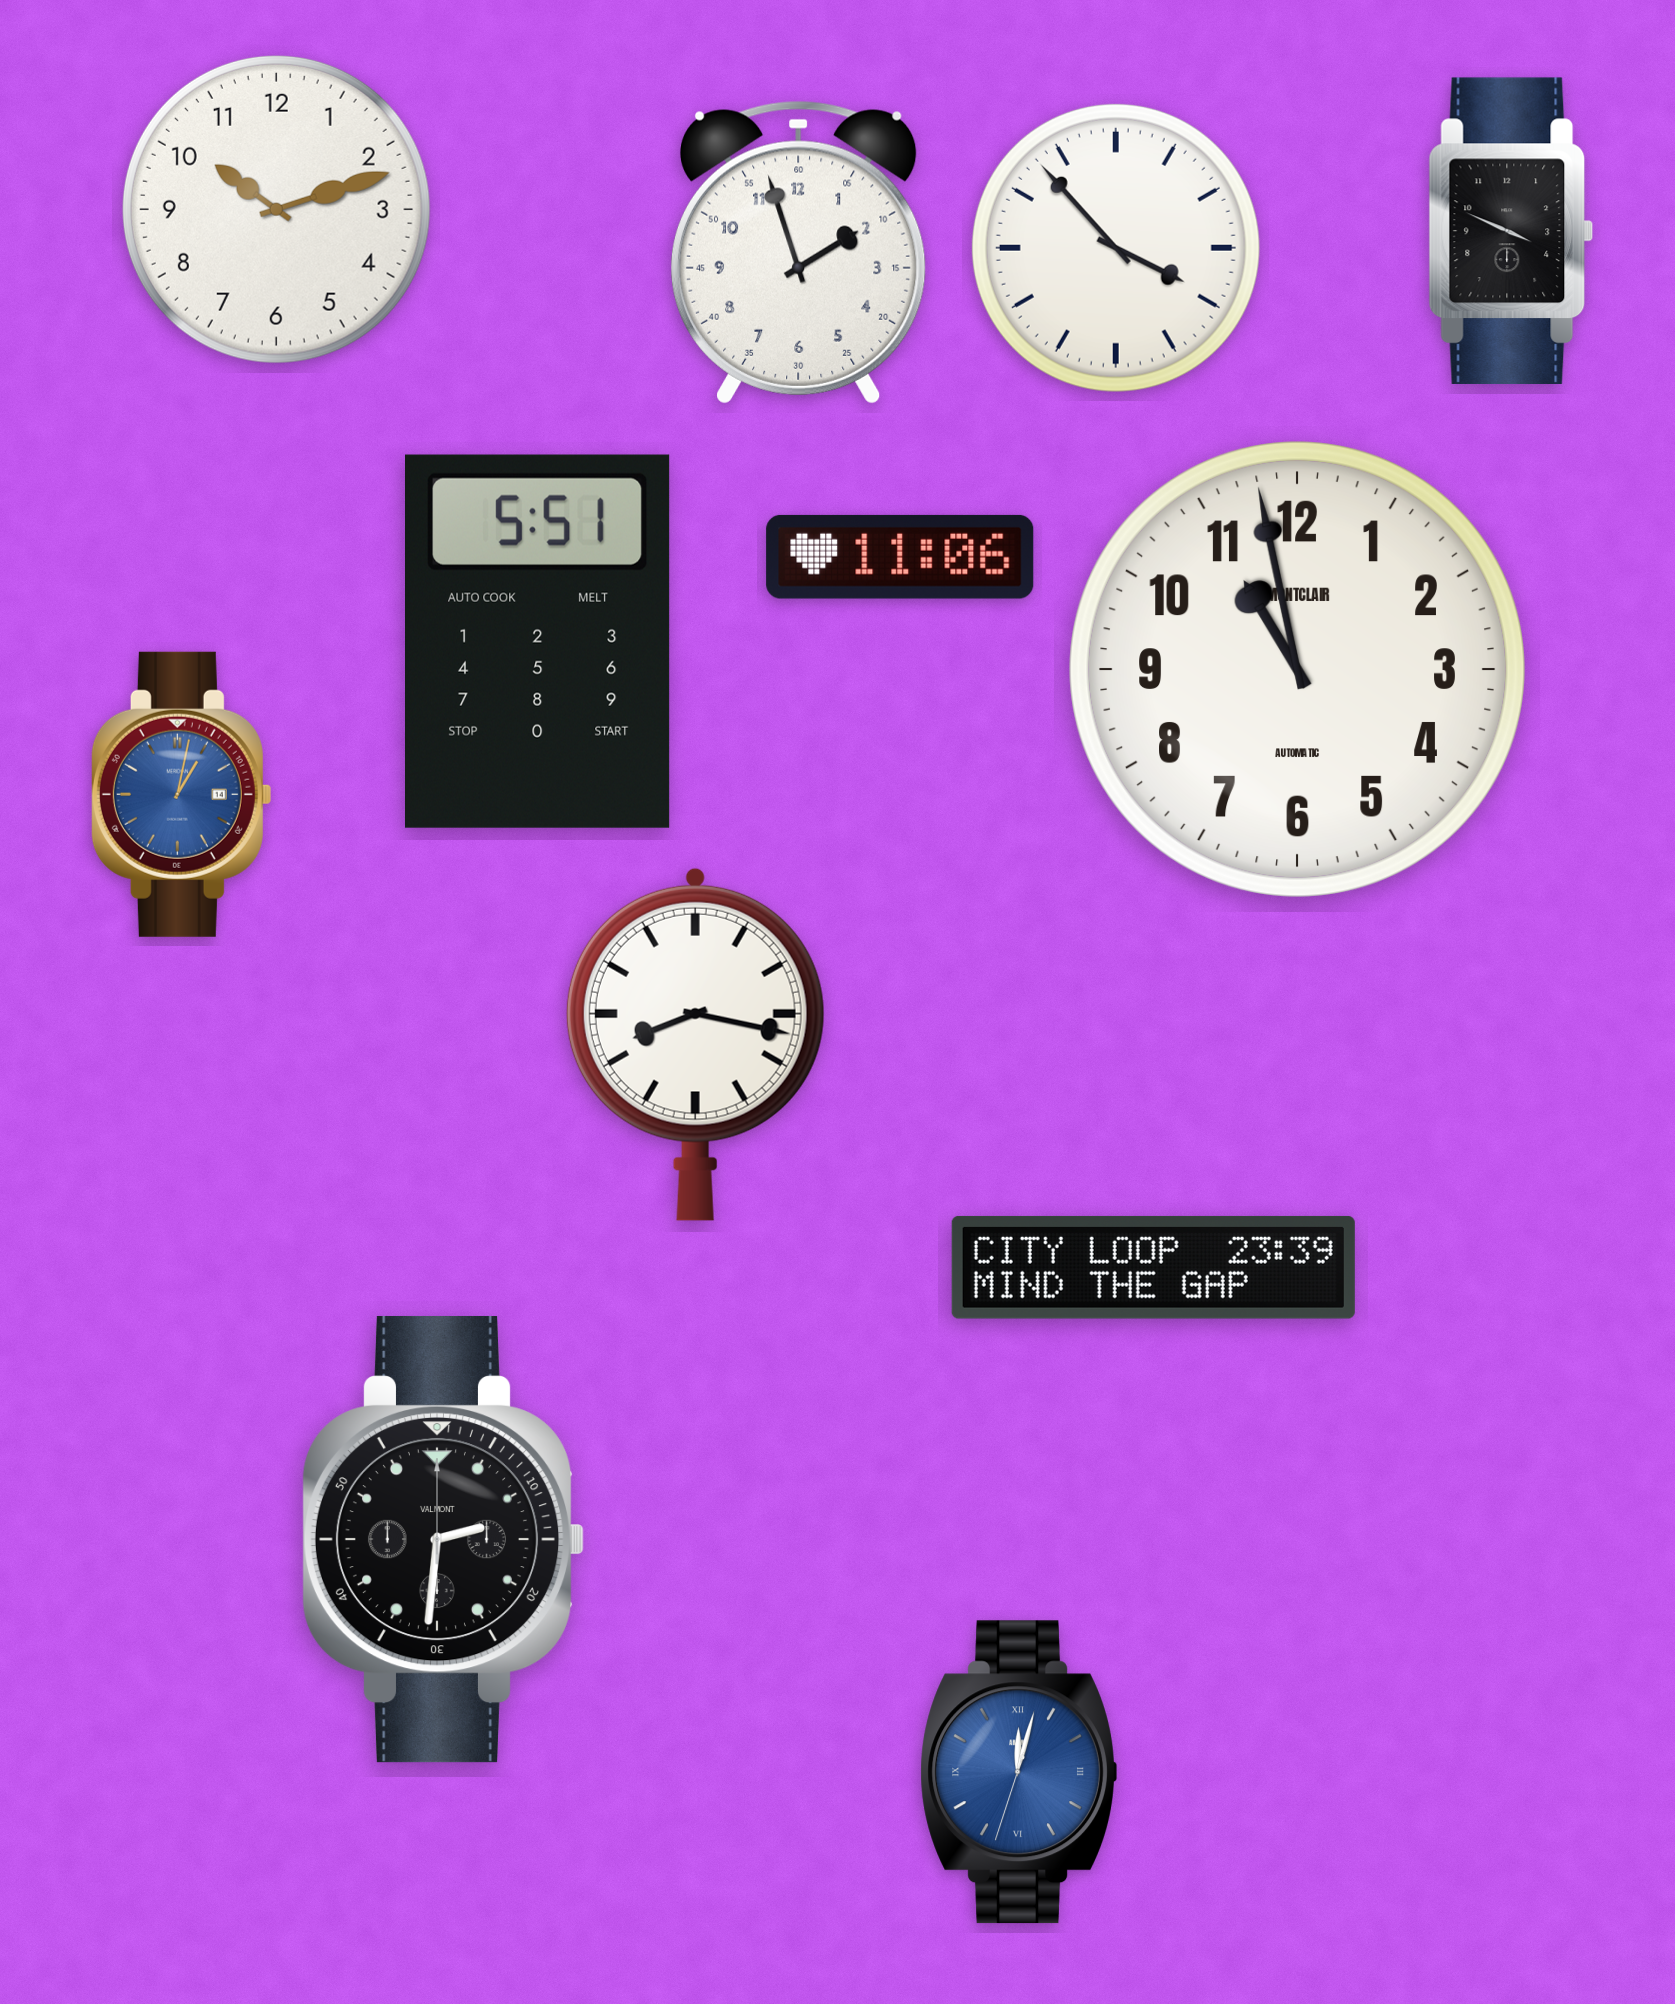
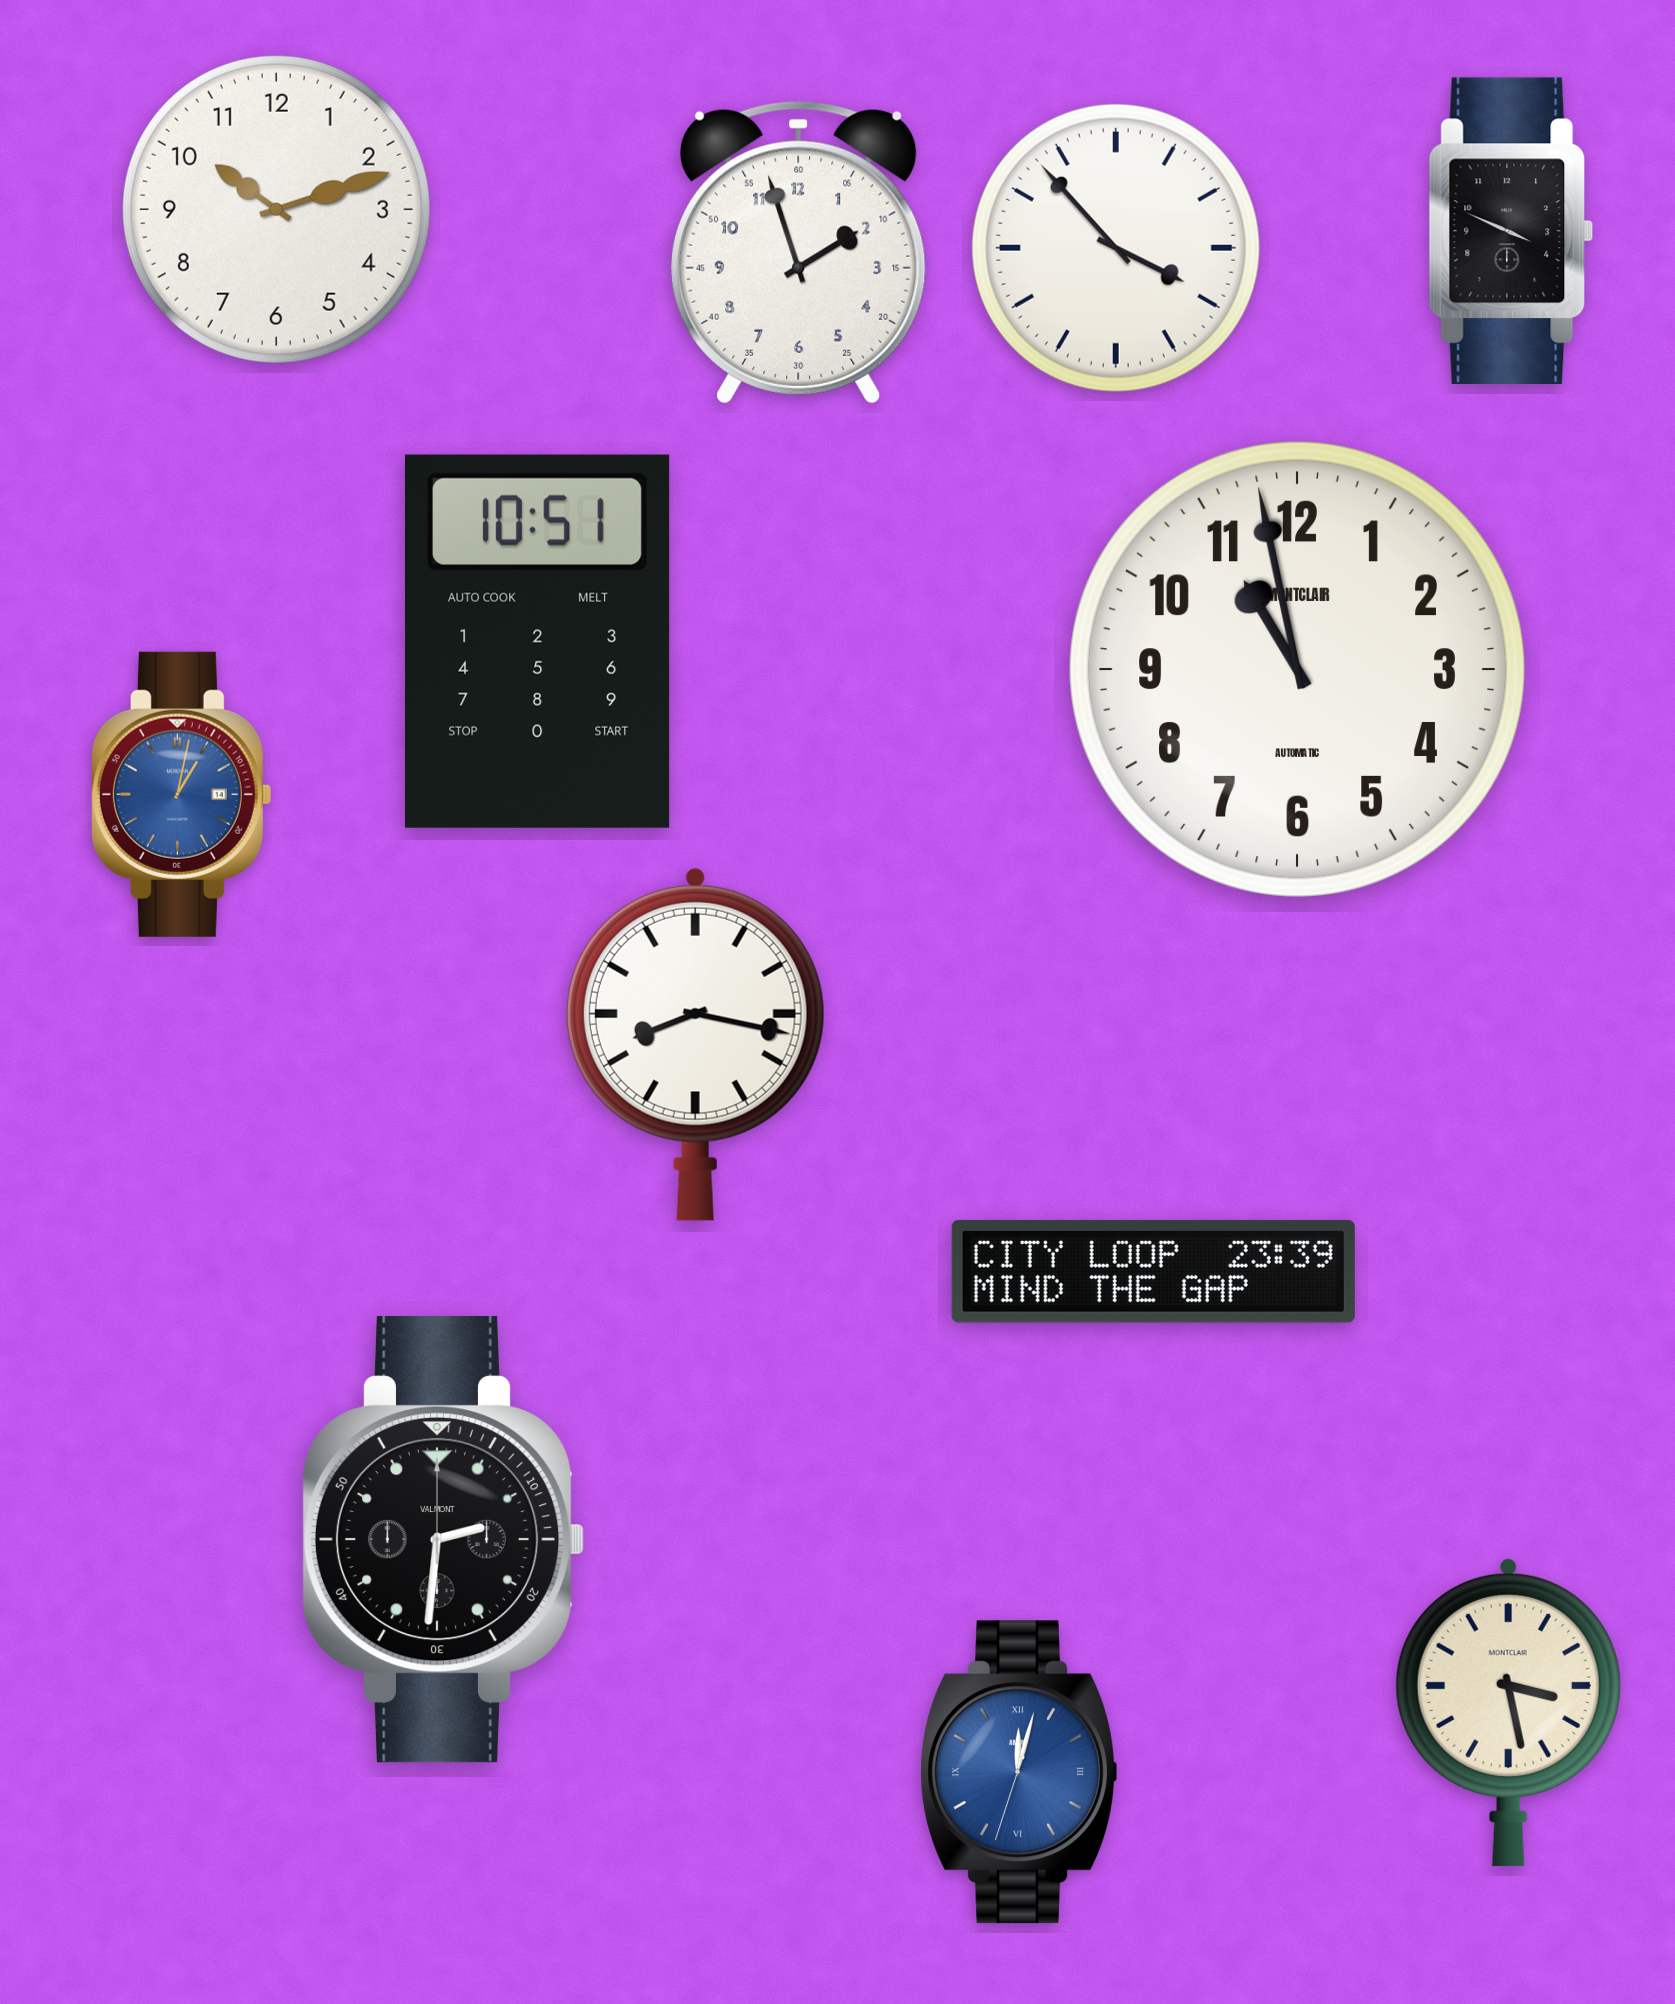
clock at (900, 557): 11:06 -> none
clock at (538, 641): 5:51 -> 10:51
clock at (1153, 1267) position: (1153, 1267) -> (1153, 1271)
clock at (1508, 1712): none -> 3:28
